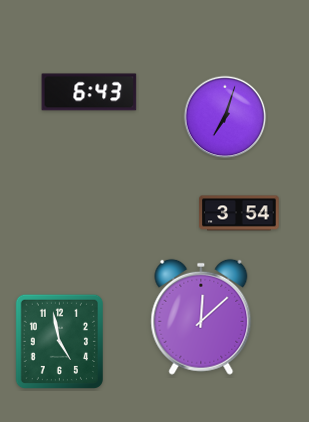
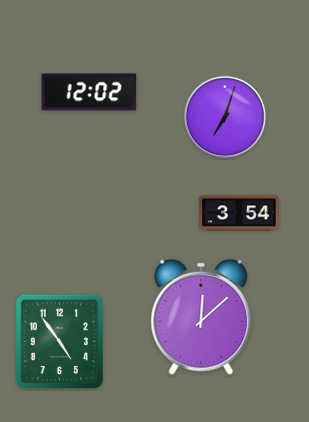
clock at (89, 92): 6:43 -> 12:02
clock at (59, 341): 4:58 -> 4:54
